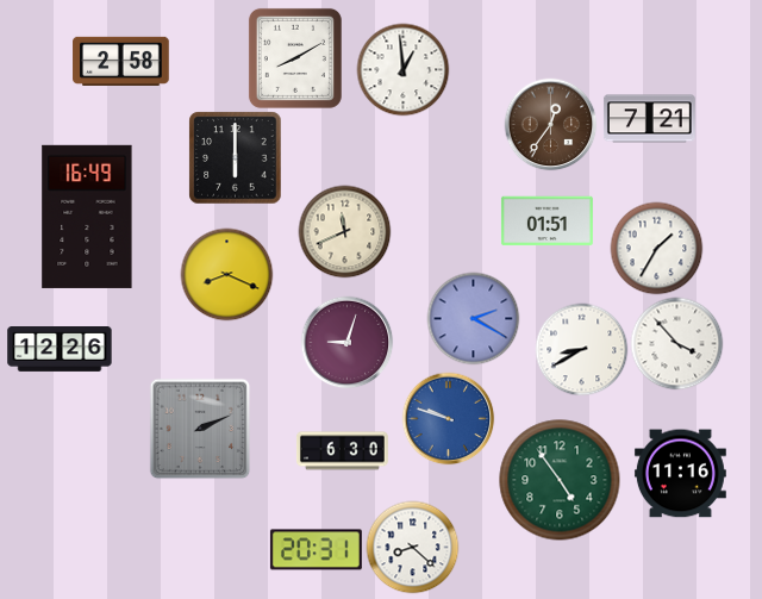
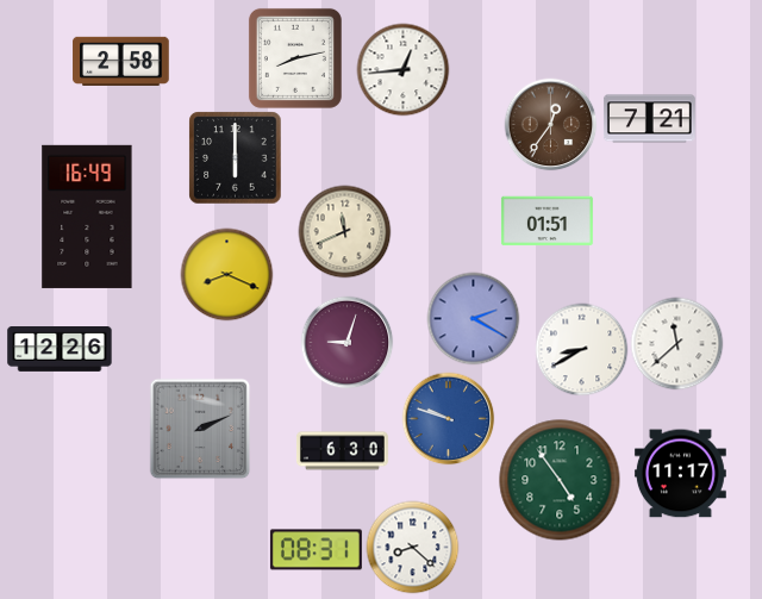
clock at (295, 58): 8:10 -> 8:13
clock at (402, 69): 12:59 -> 12:44
clock at (656, 248): 1:35 -> none
clock at (676, 343): 3:53 -> 11:38
clock at (680, 474): 11:16 -> 11:17
clock at (316, 550): 20:31 -> 08:31
